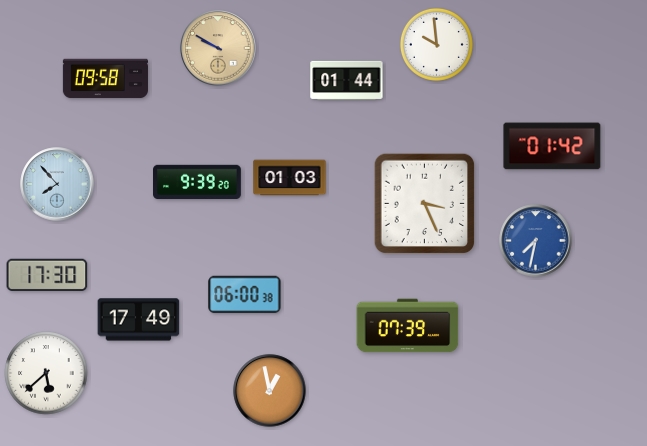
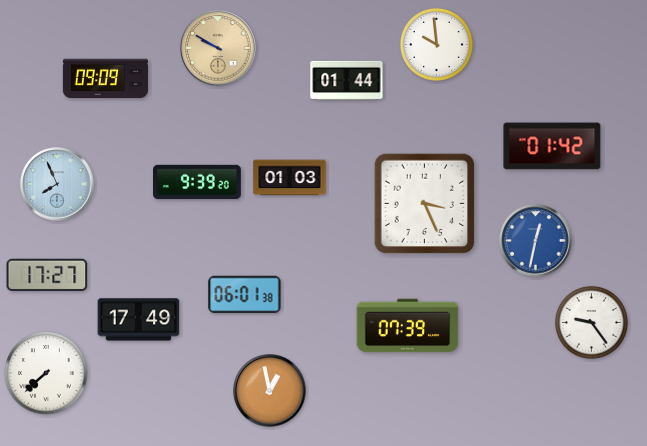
clock at (105, 79): 09:58 -> 09:09
clock at (57, 184): 7:53 -> 7:56
clock at (536, 241): 7:32 -> 12:32
clock at (47, 275): 17:30 -> 17:27
clock at (245, 295): 06:00 -> 06:01
clock at (591, 322): none -> 9:24
clock at (46, 373): 5:38 -> 7:38
